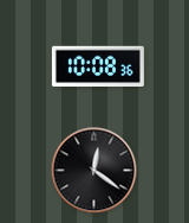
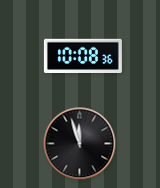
clock at (94, 171): 12:21 -> 11:57
